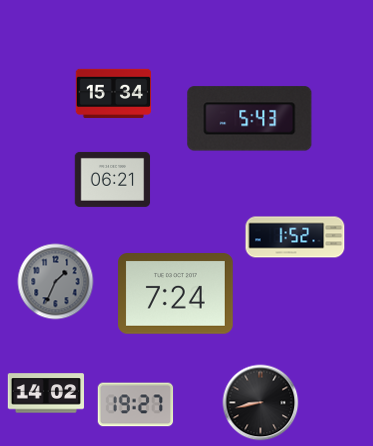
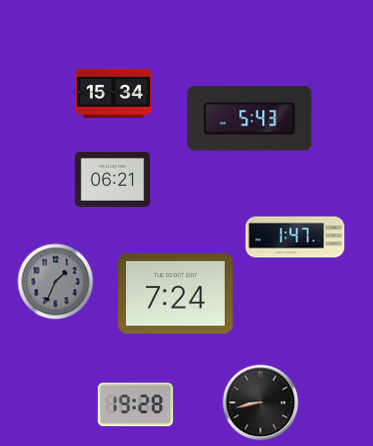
clock at (295, 237): 1:52 -> 1:47
clock at (45, 393): 14:02 -> none
clock at (136, 405): 19:27 -> 19:28
